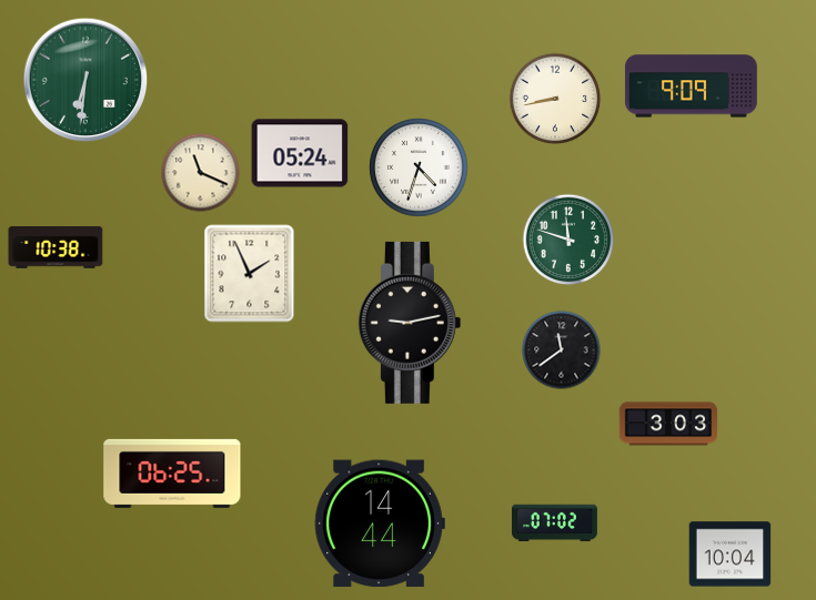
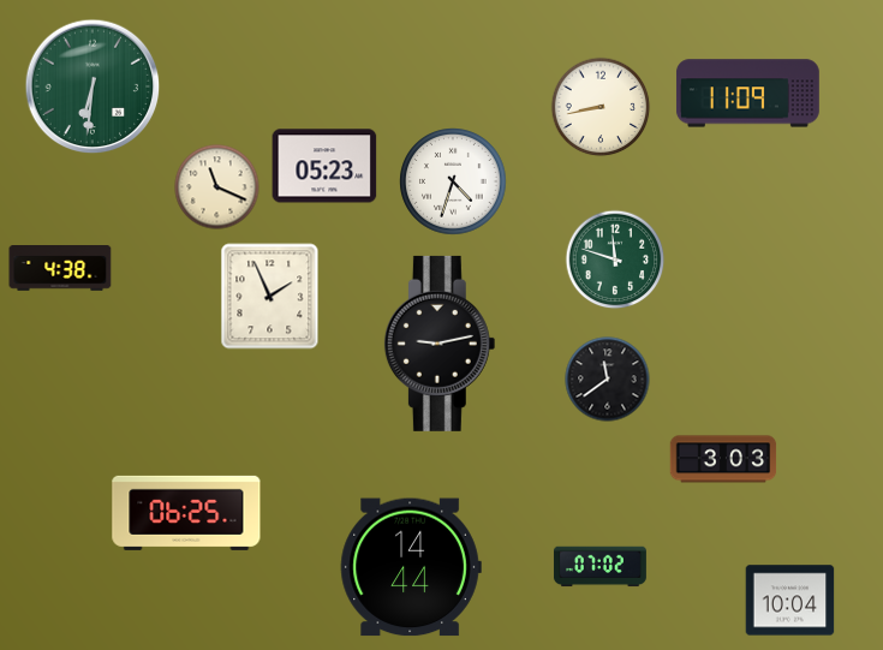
clock at (691, 87): 9:09 -> 11:09
clock at (300, 153): 05:24 -> 05:23
clock at (56, 248): 10:38 -> 4:38
clock at (410, 323) position: (410, 323) -> (440, 344)
